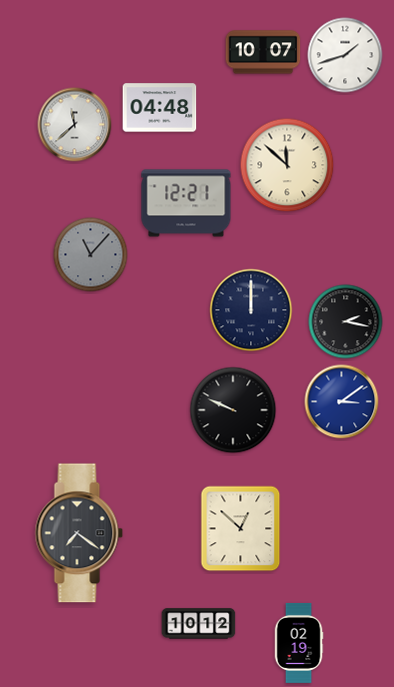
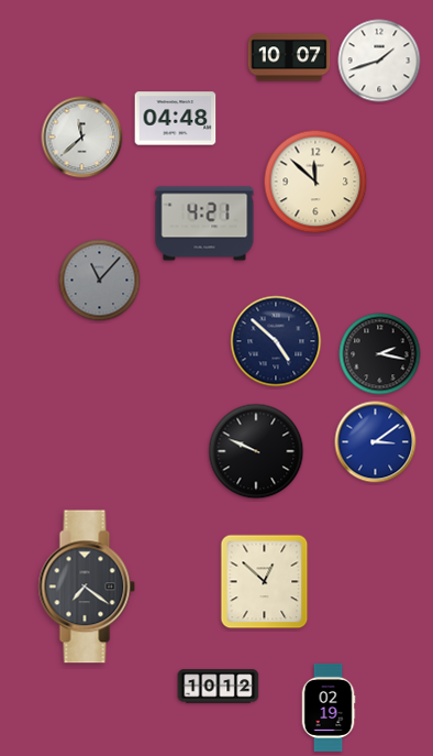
clock at (186, 203): 12:21 -> 4:21
clock at (251, 310): 12:00 -> 4:52
